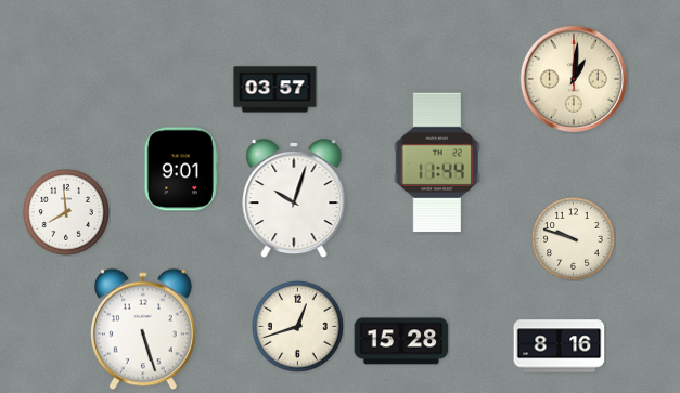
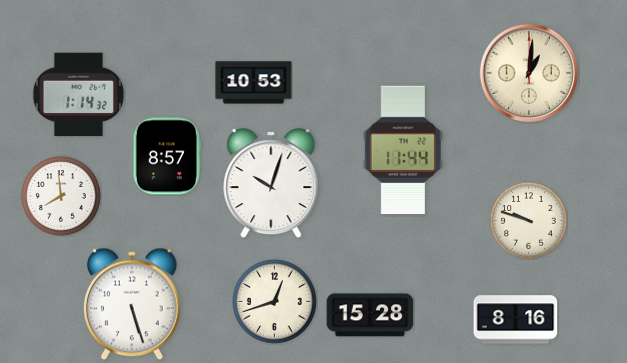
clock at (275, 90): 03:57 -> 10:53
clock at (78, 95): none -> 1:14
clock at (181, 169): 9:01 -> 8:57
